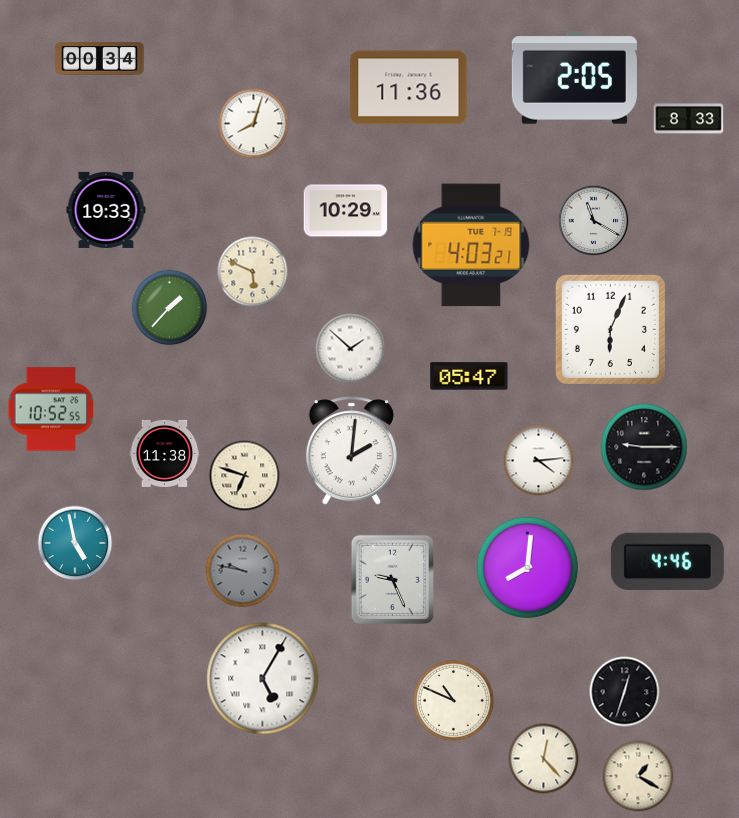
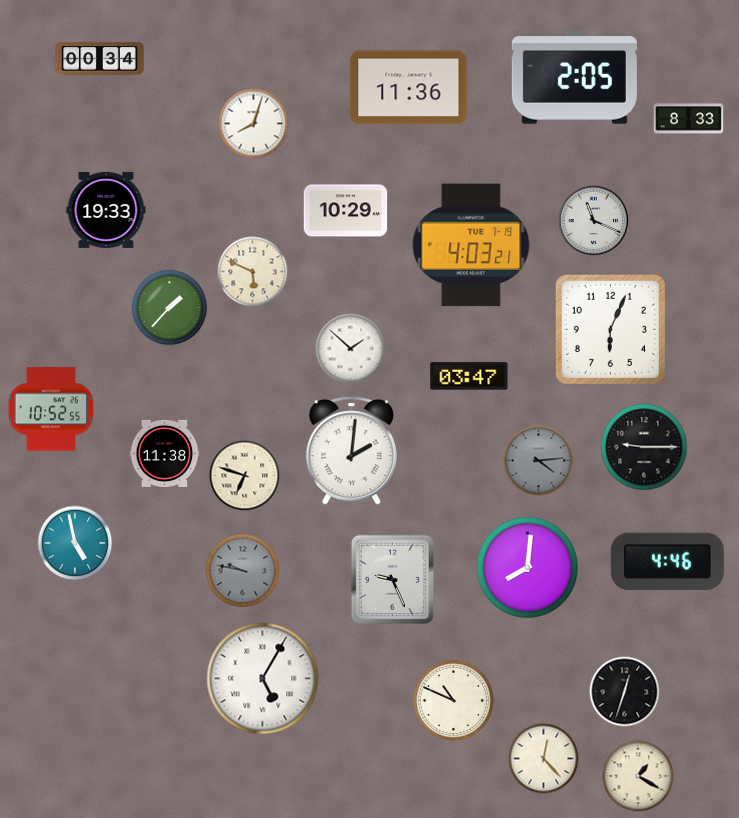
clock at (594, 221): 11:20 -> 11:19
clock at (469, 376): 05:47 -> 03:47
clock at (539, 461) dial: white -> grey
